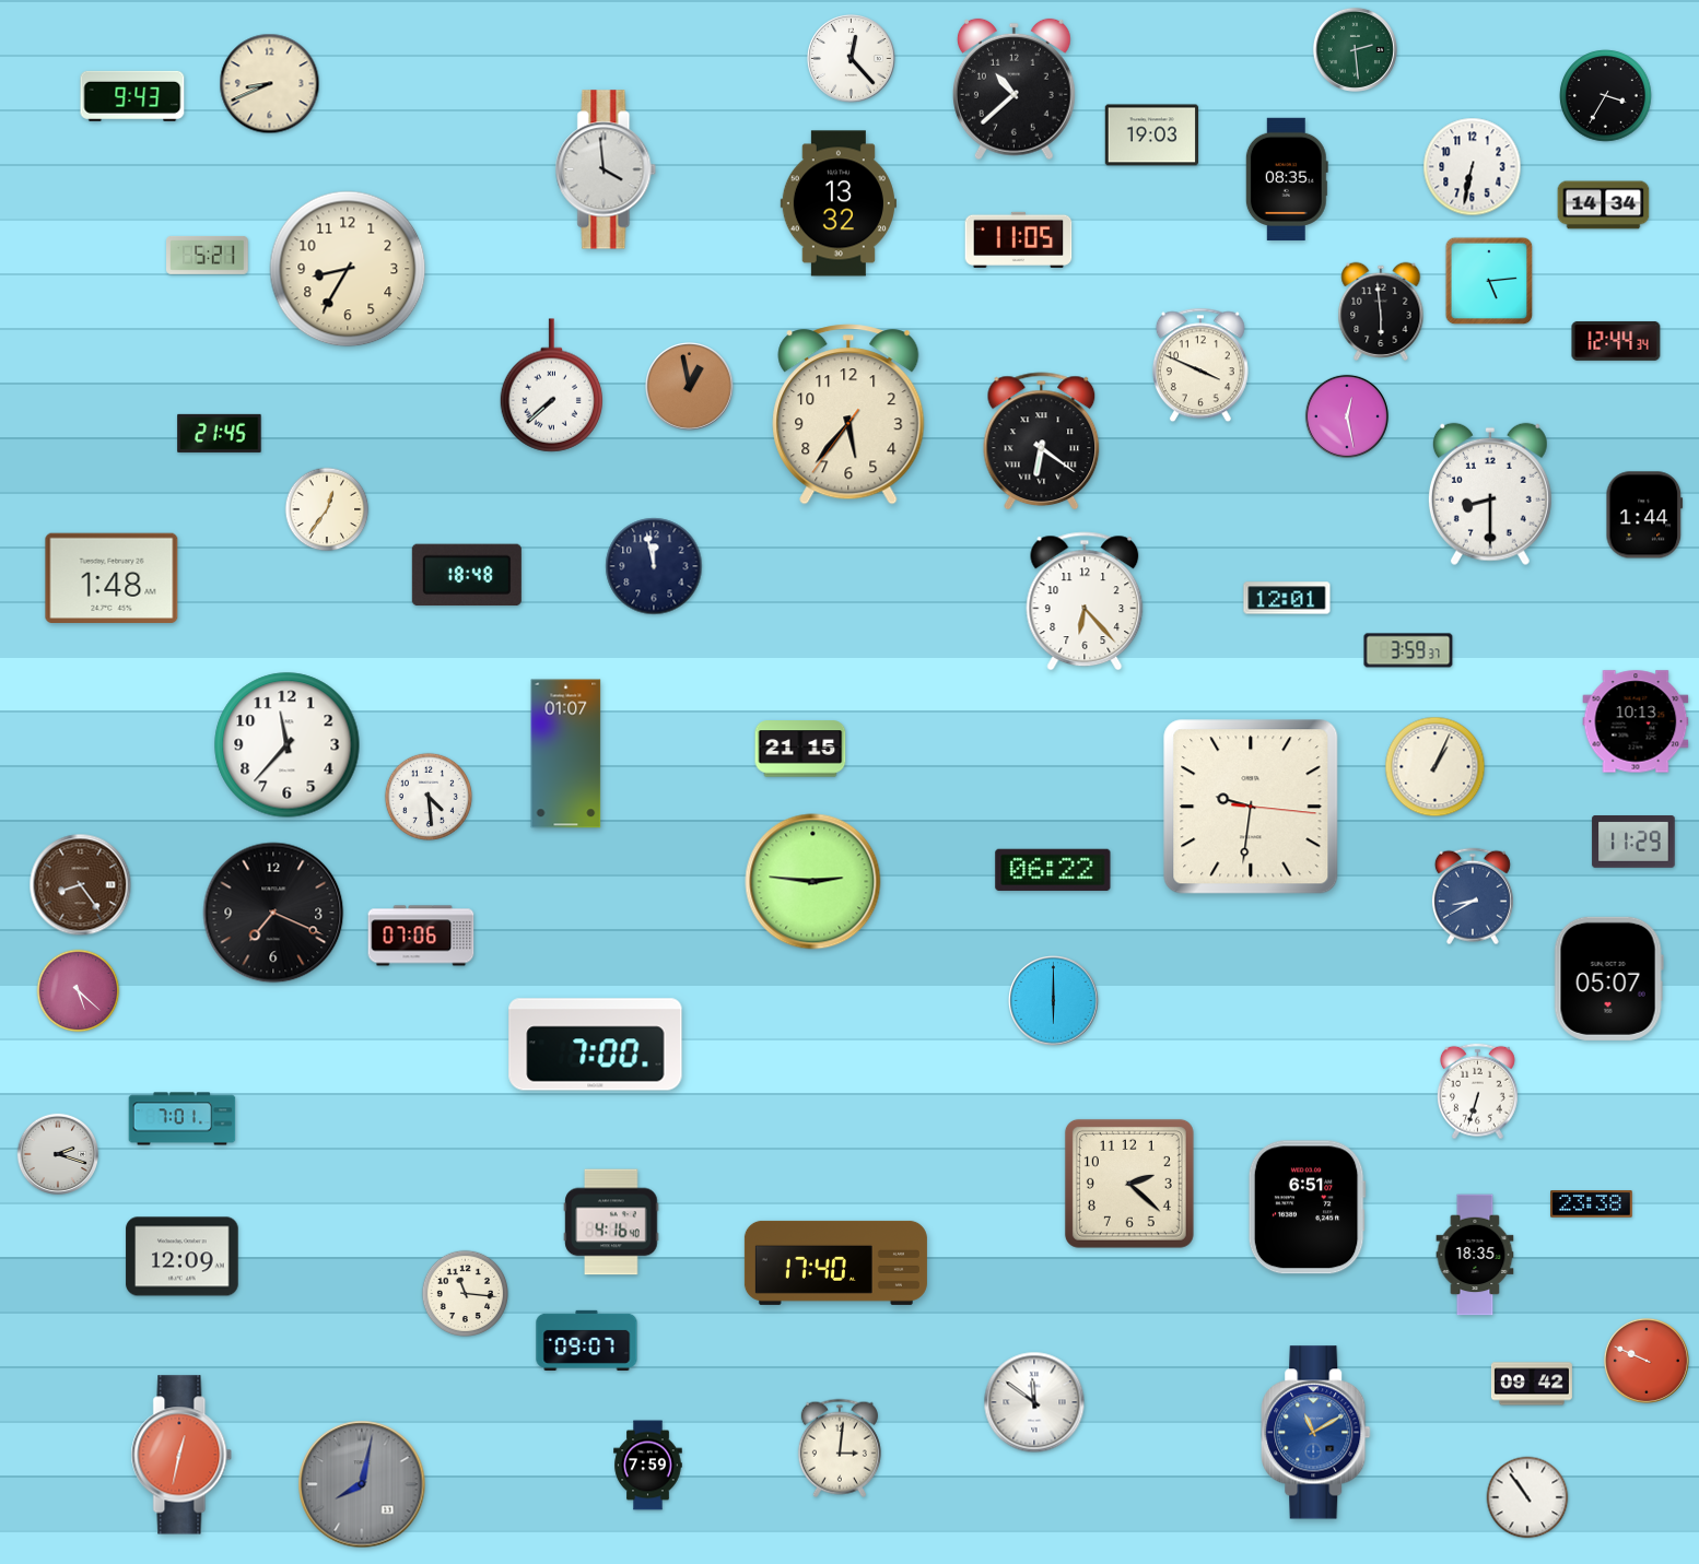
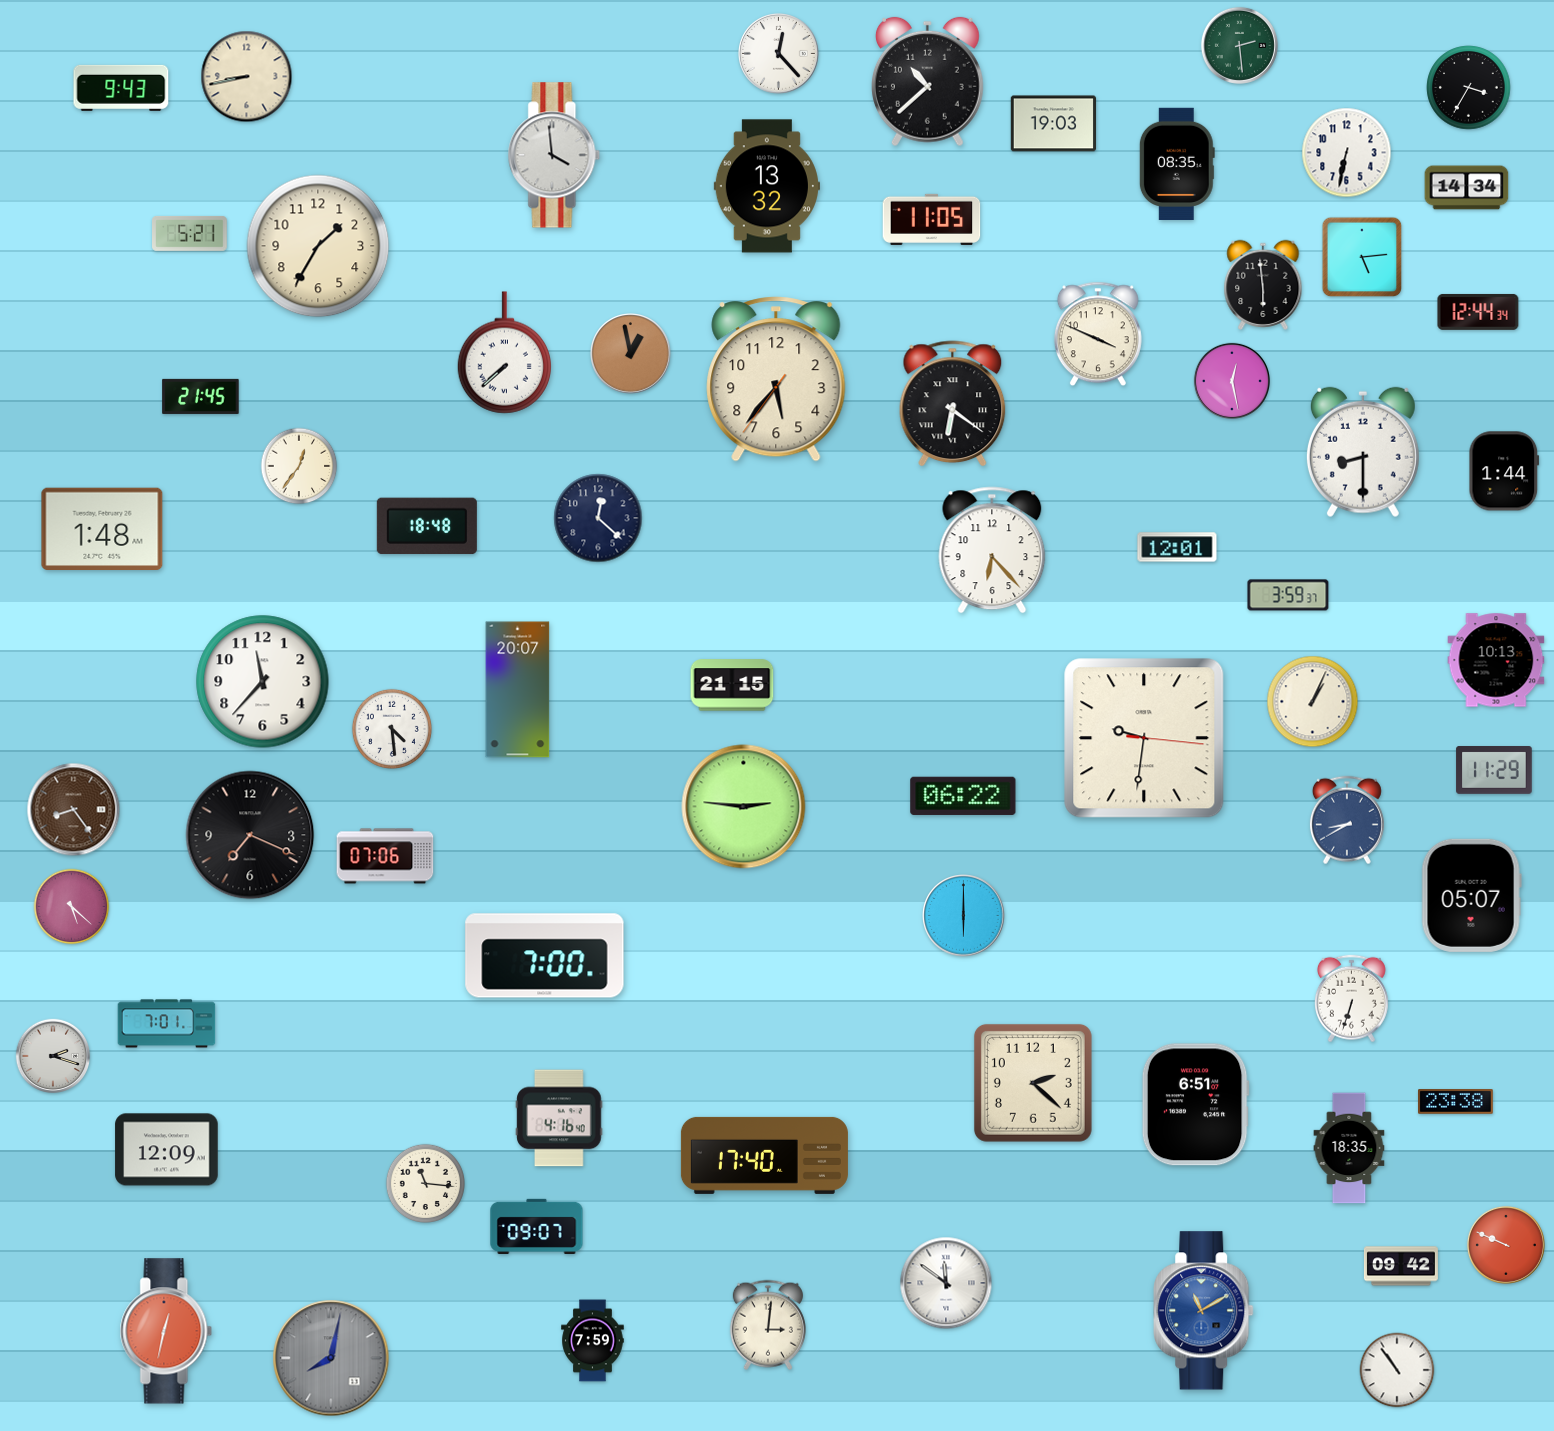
clock at (270, 84): 8:41 -> 8:43
clock at (348, 269): 8:35 -> 1:35
clock at (654, 566): 11:58 -> 12:22
clock at (566, 754): 01:07 -> 20:07
